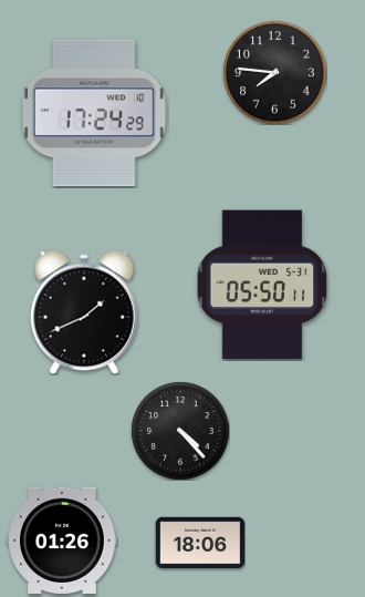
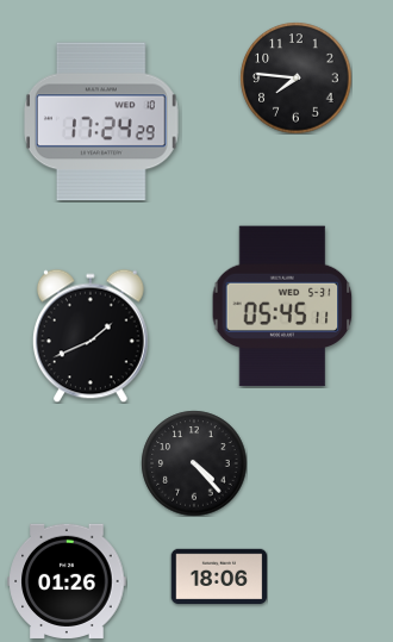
clock at (262, 285): 05:50 -> 05:45
clock at (200, 543) position: (200, 543) -> (219, 576)
